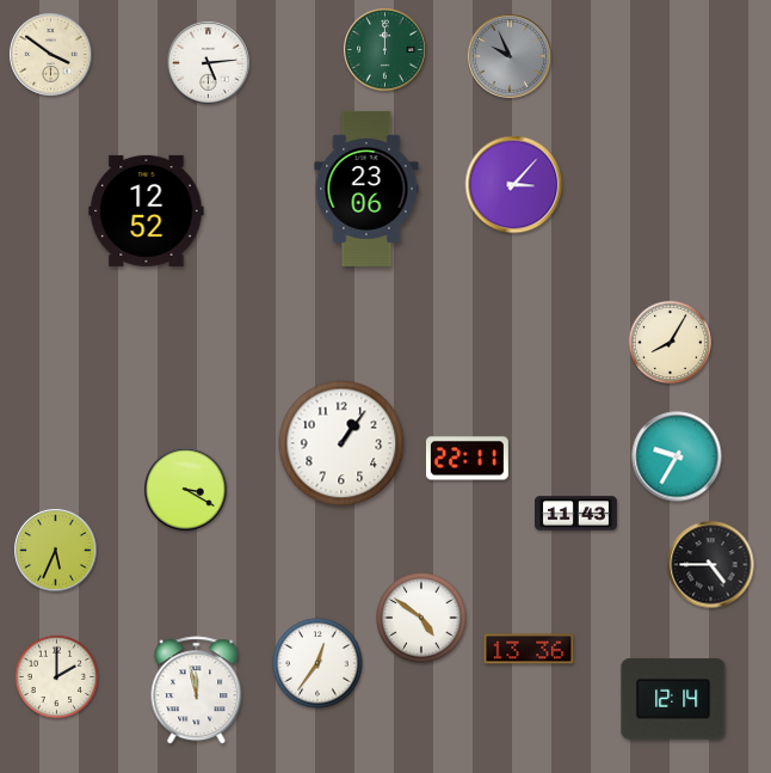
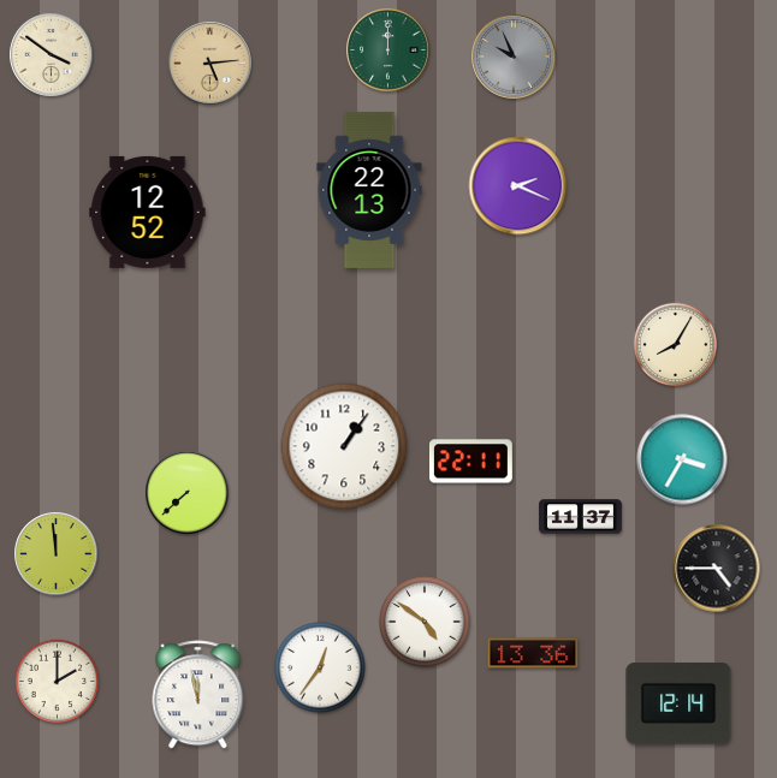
clock at (209, 63) dial: white -> champagne
clock at (514, 185): 3:07 -> 2:19
clock at (366, 189): 23:06 -> 22:13
clock at (677, 456): 9:35 -> 3:35
clock at (186, 490): 3:20 -> 7:38
clock at (576, 514): 11:43 -> 11:37
clock at (56, 551): 5:34 -> 11:59
